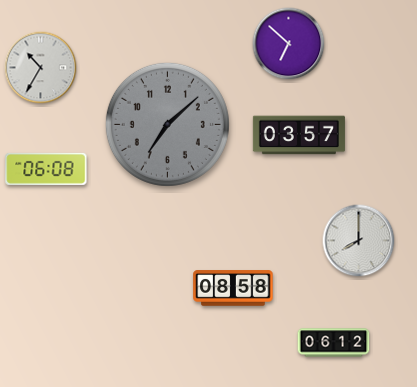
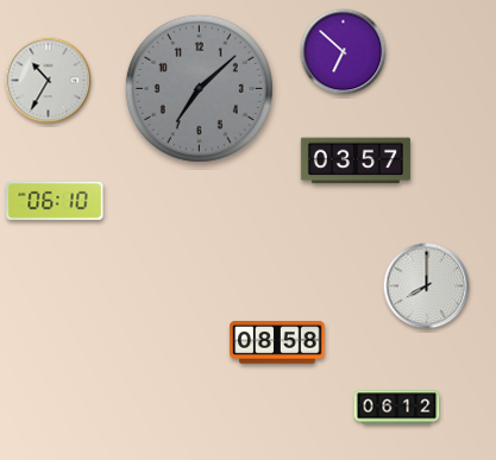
clock at (167, 124) position: (167, 124) -> (199, 88)
clock at (46, 169): 06:08 -> 06:10
